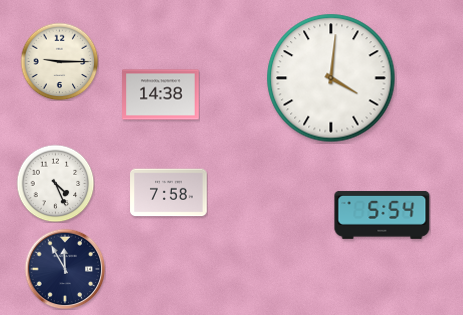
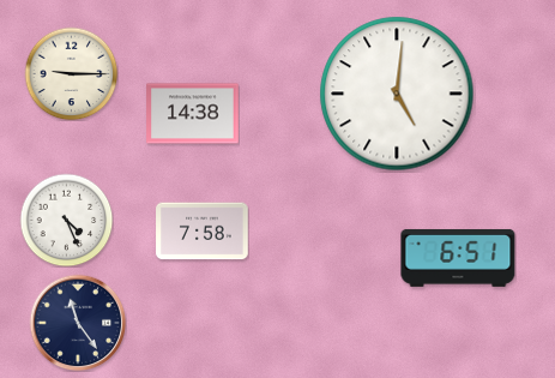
clock at (331, 78): 4:01 -> 5:01
clock at (382, 215): 5:54 -> 6:51
clock at (65, 269): 11:55 -> 11:24
